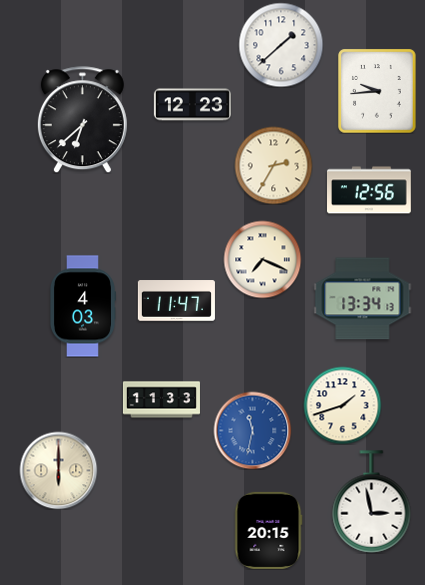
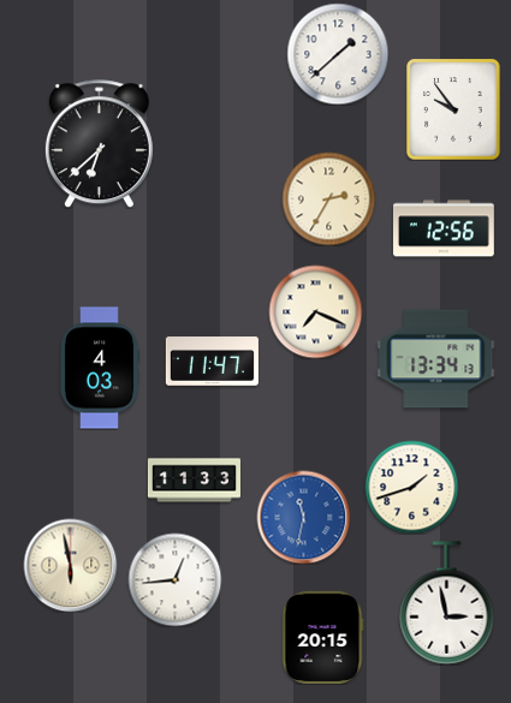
clock at (377, 91): 9:44 -> 9:54
clock at (192, 105): 12:23 -> none
clock at (58, 470): 6:00 -> 5:58
clock at (174, 579): none -> 12:44
